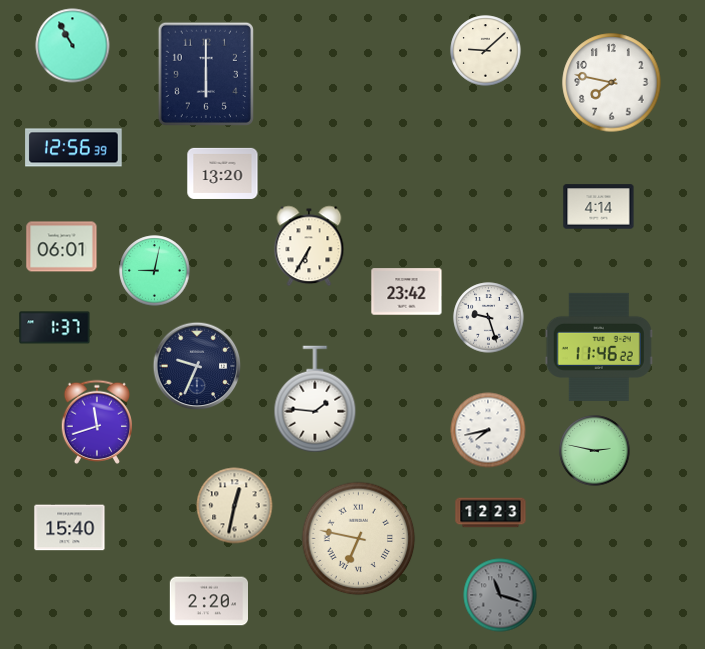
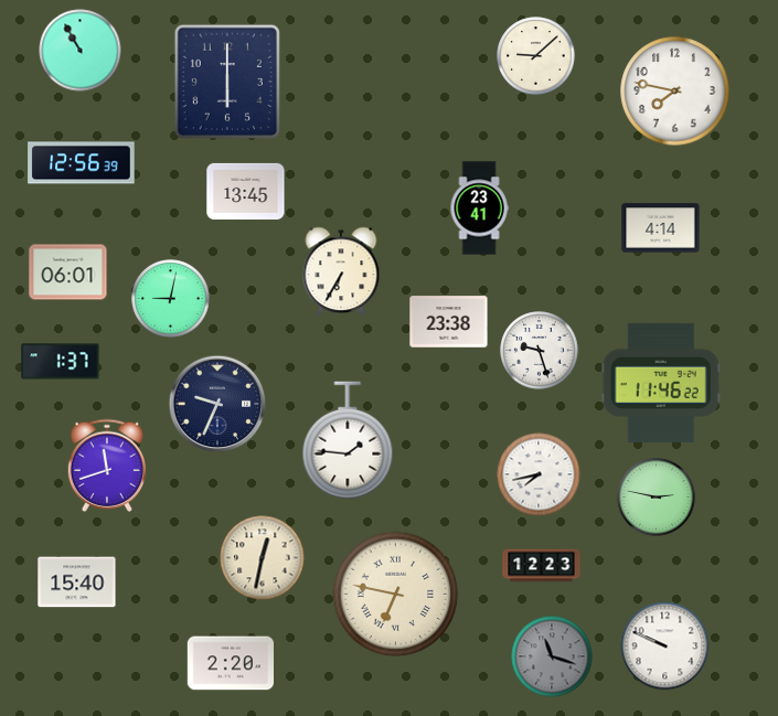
clock at (223, 173): 13:20 -> 13:45
clock at (479, 209): none -> 23:41
clock at (407, 292): 23:42 -> 23:38
clock at (235, 506) position: (235, 506) -> (263, 558)
clock at (665, 646): none -> 9:49
